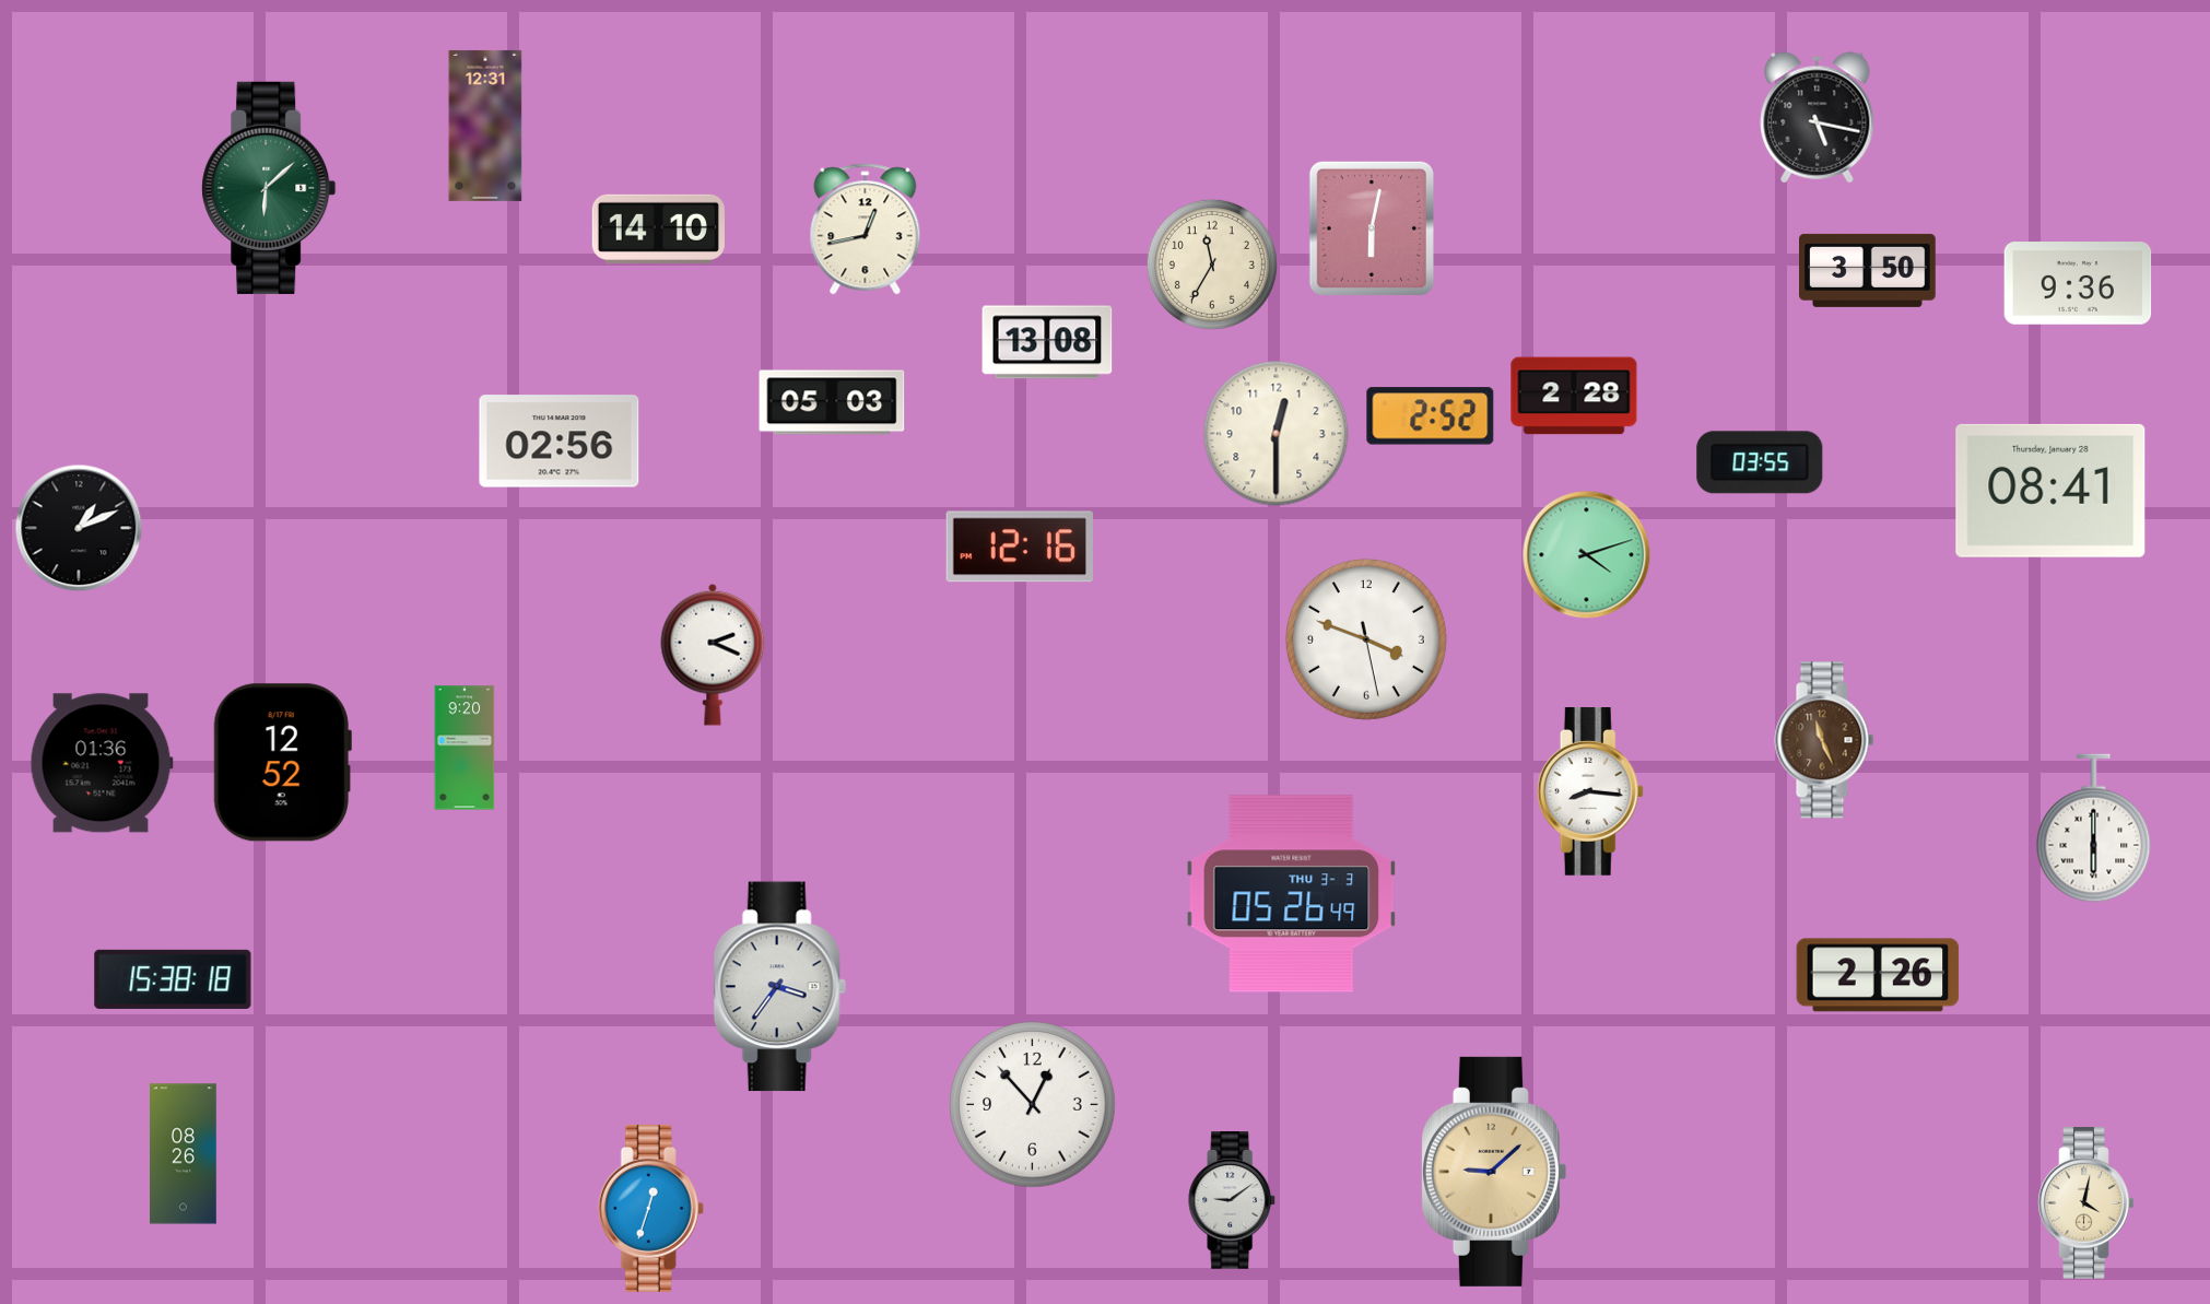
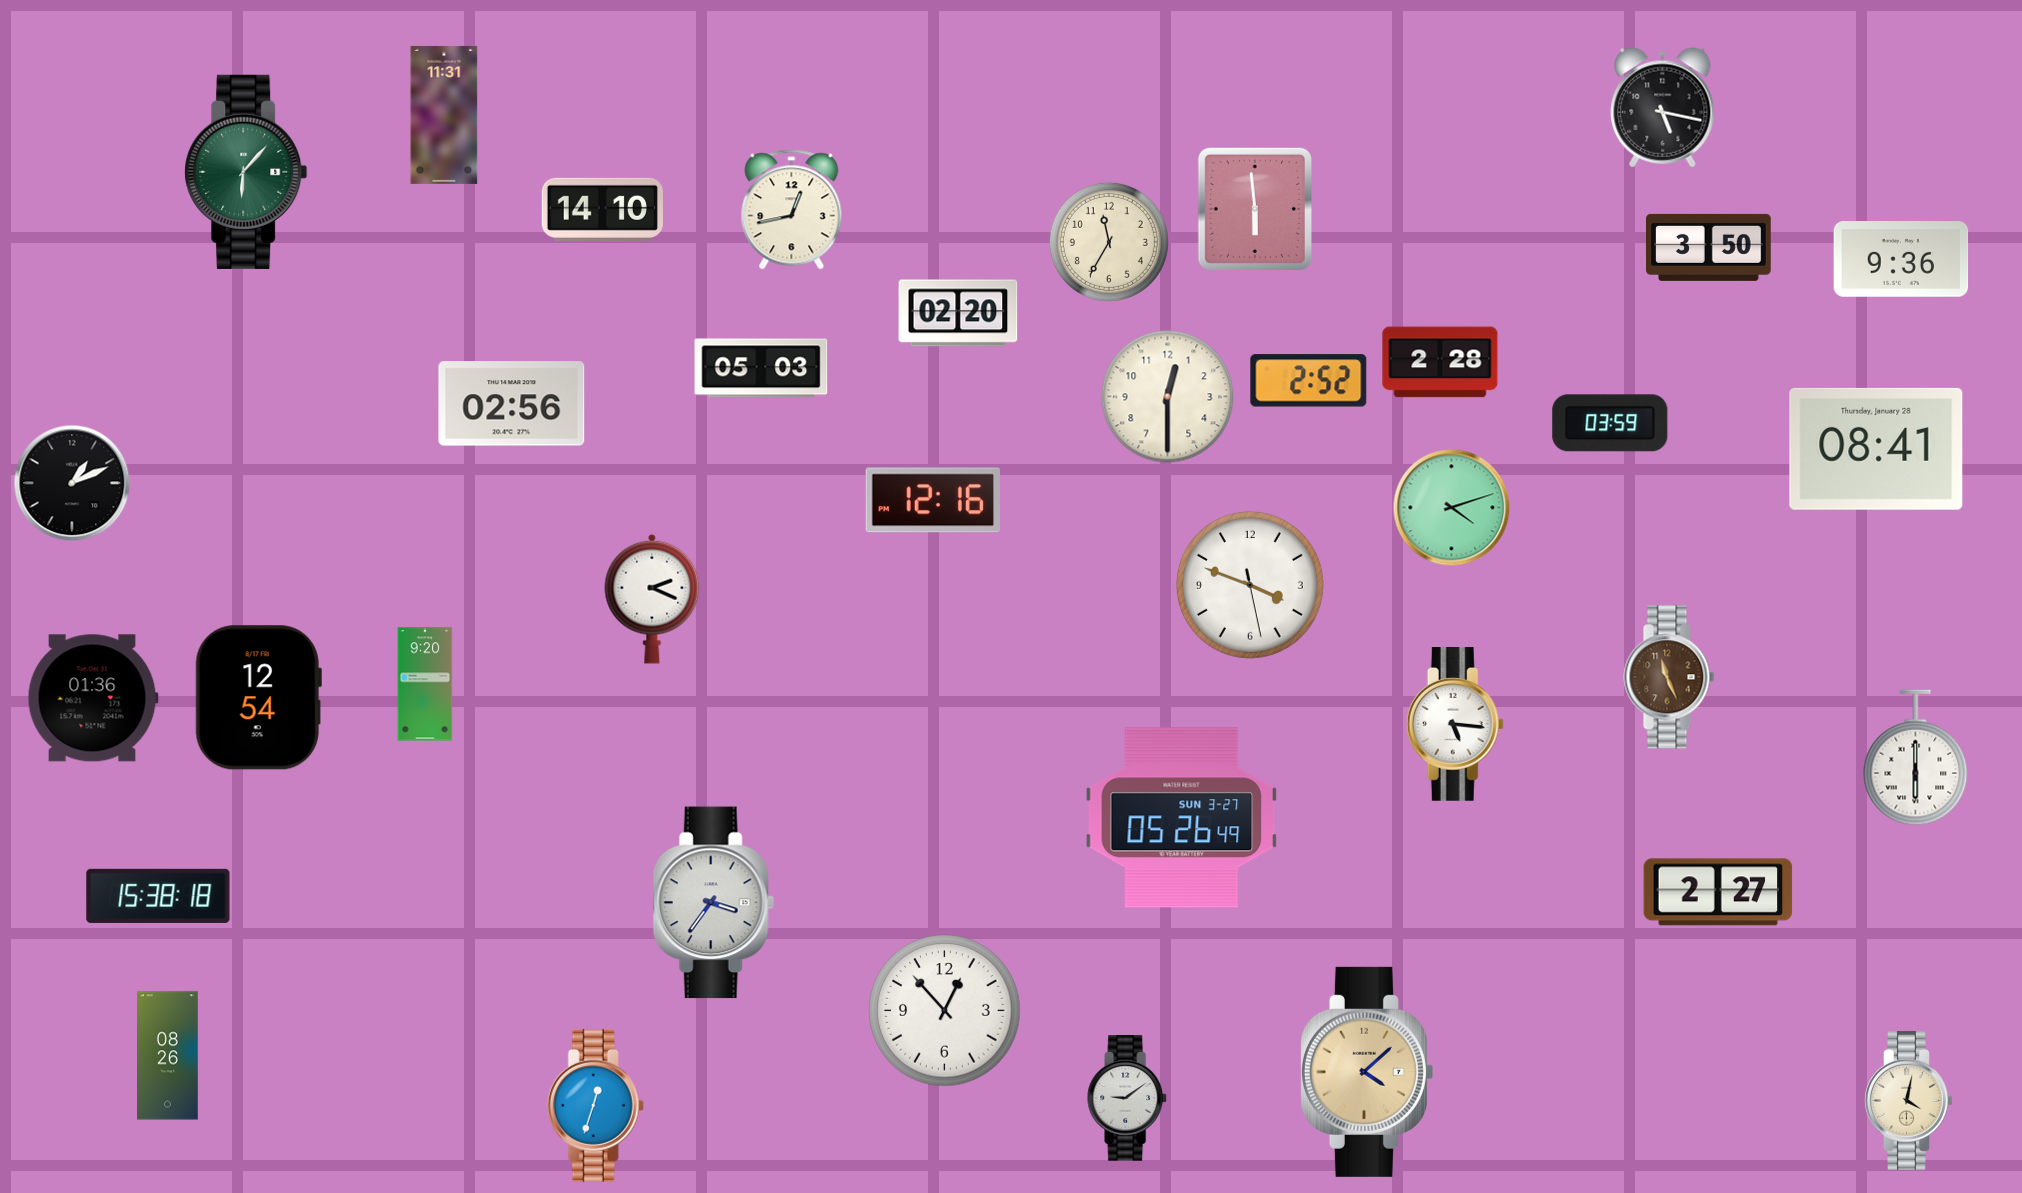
clock at (485, 126): 12:31 -> 11:31
clock at (269, 188): 6:08 -> 6:07
clock at (1372, 228): 6:02 -> 5:59
clock at (1047, 342): 13:08 -> 02:20
clock at (1760, 462): 03:55 -> 03:59
clock at (282, 763): 12:52 -> 12:54
clock at (1590, 792): 8:16 -> 5:16
clock at (1292, 894) date: THU 3-3 -> SUN 3-27
clock at (1878, 975): 2:26 -> 2:27
clock at (1493, 1172): 9:08 -> 4:08
